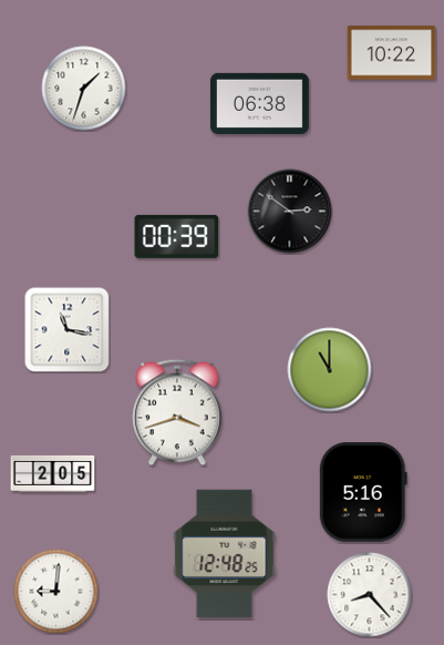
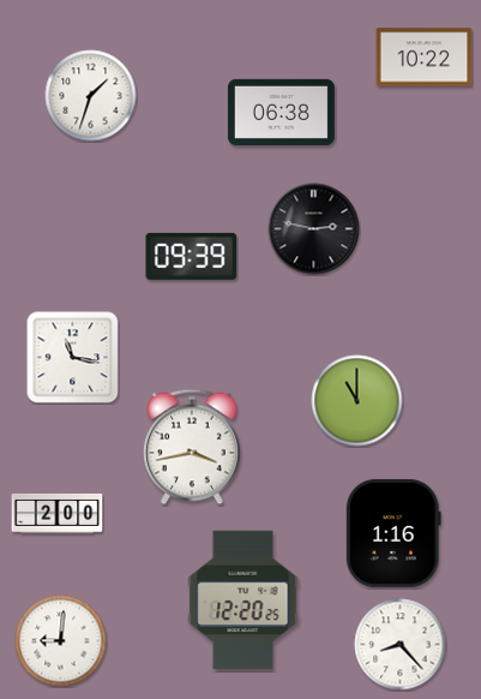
clock at (290, 212): 2:51 -> 2:47
clock at (177, 236): 00:39 -> 09:39
clock at (178, 412): 3:42 -> 3:43
clock at (53, 473): 2:05 -> 2:00
clock at (363, 492): 5:16 -> 1:16
clock at (225, 554): 12:48 -> 12:20
